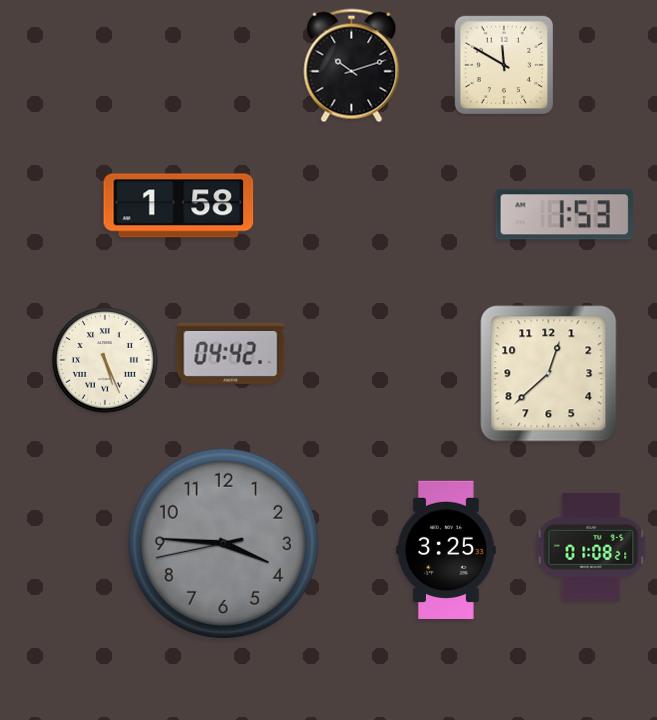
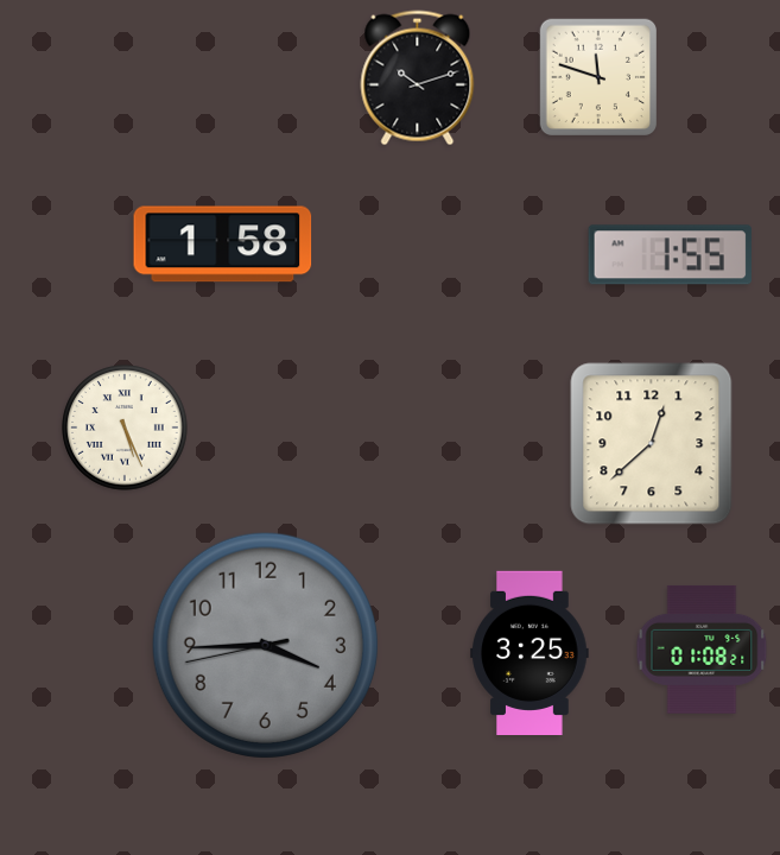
clock at (504, 65): 11:50 -> 11:48
clock at (179, 206) position: (179, 206) -> (223, 245)
clock at (564, 215): 1:53 -> 1:55
clock at (231, 353): 04:42 -> none
clock at (223, 543): 3:45 -> 3:44
